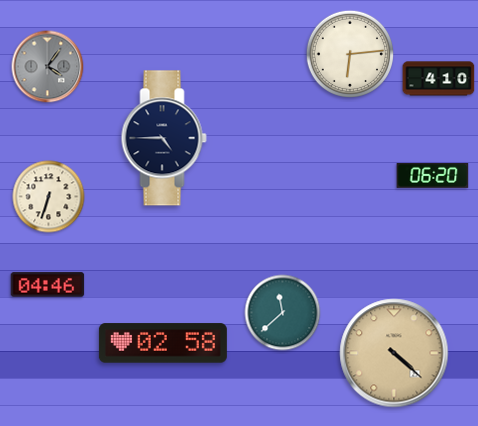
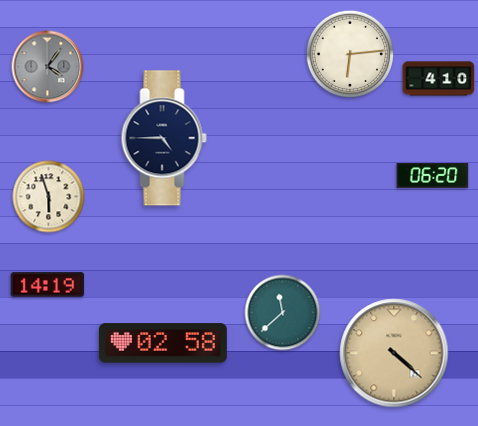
clock at (49, 197): 6:33 -> 5:57
clock at (48, 285): 04:46 -> 14:19
